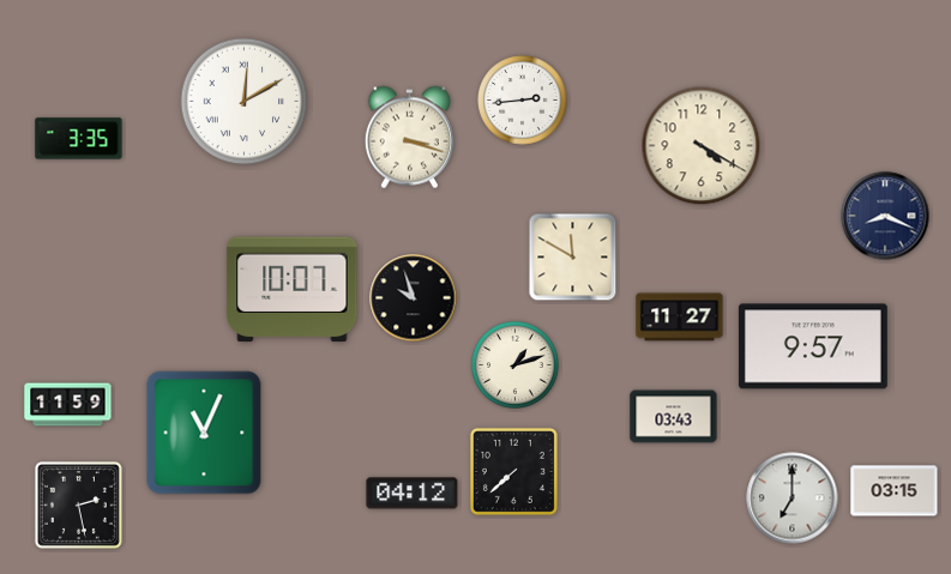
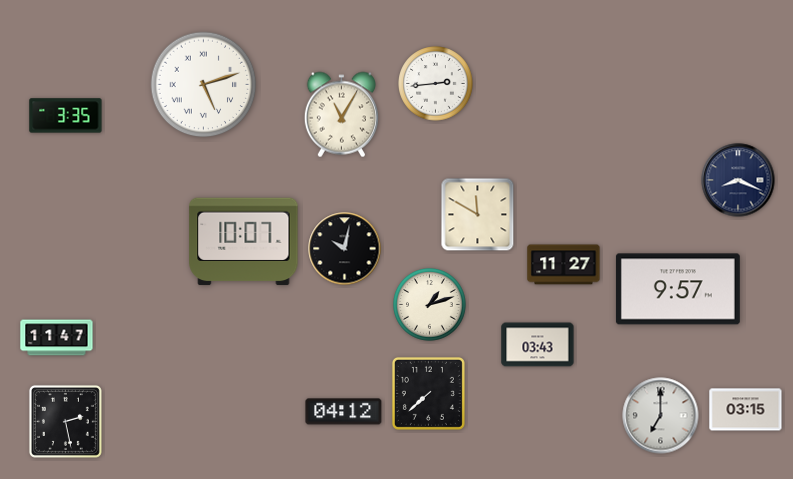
clock at (245, 102): 12:10 -> 5:12
clock at (409, 138): 3:18 -> 11:05
clock at (702, 146): 4:20 -> none
clock at (414, 298): 9:57 -> 10:02
clock at (680, 318) position: (680, 318) -> (564, 265)
clock at (68, 405): 11:59 -> 11:47
clock at (674, 417) position: (674, 417) -> (538, 345)
clock at (204, 433): 11:04 -> none
